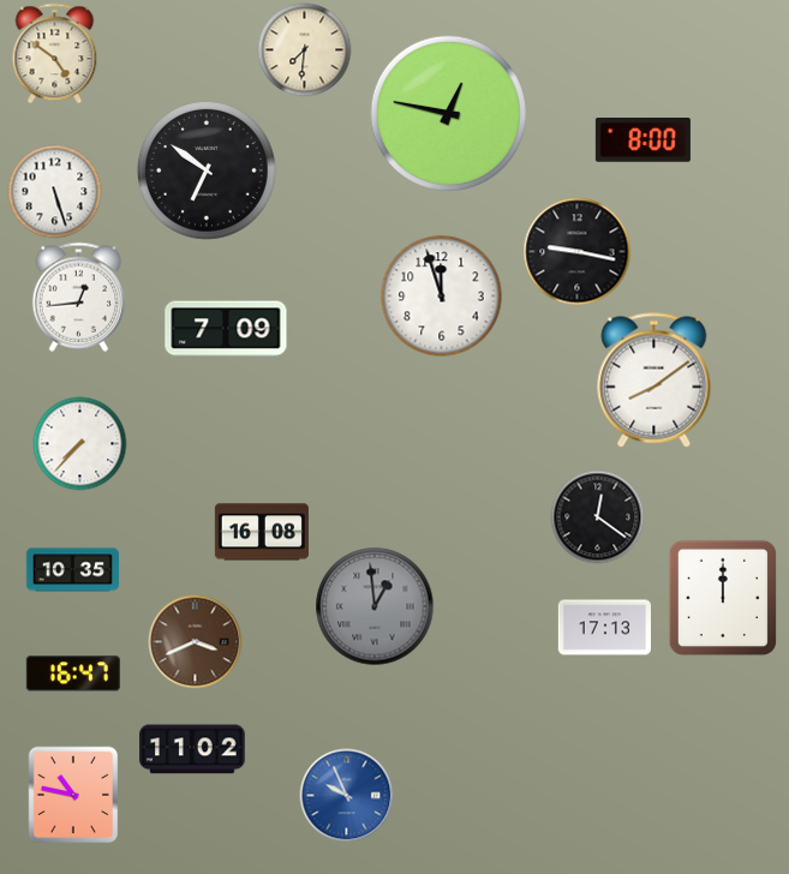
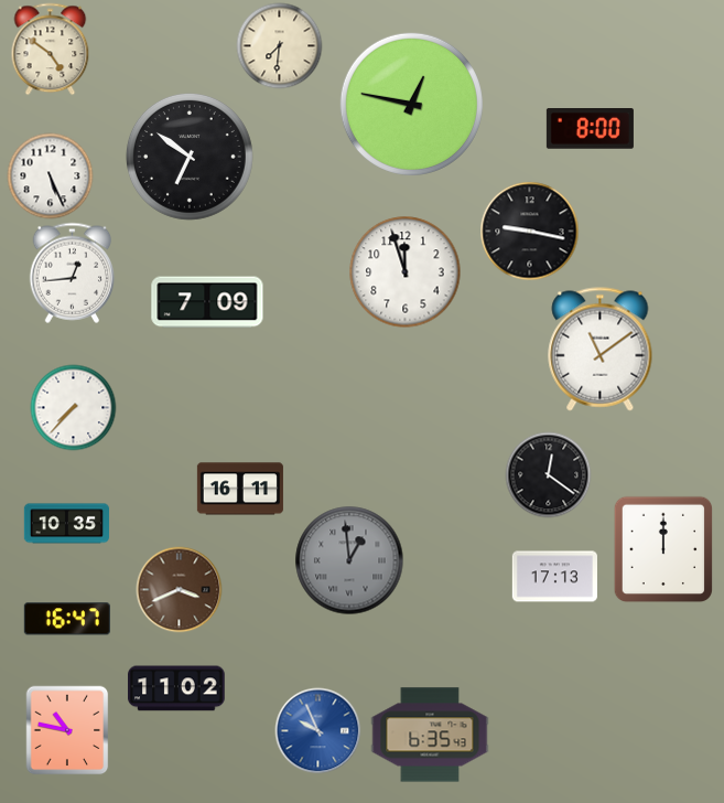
clock at (54, 191): 5:27 -> 5:26
clock at (654, 381): 8:09 -> 11:09
clock at (262, 532): 16:08 -> 16:11
clock at (375, 606) position: (375, 606) -> (349, 560)
clock at (430, 735): none -> 6:35
